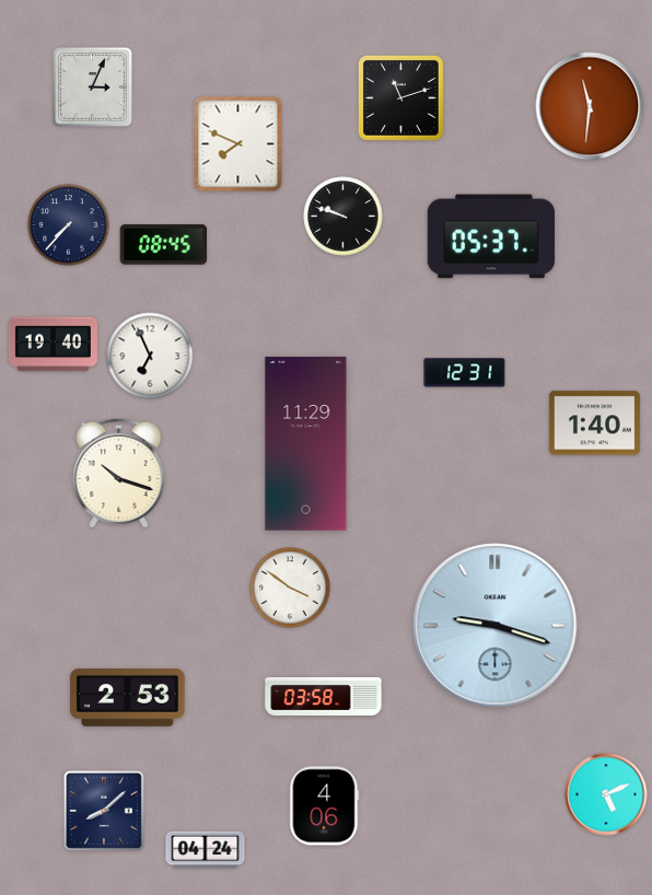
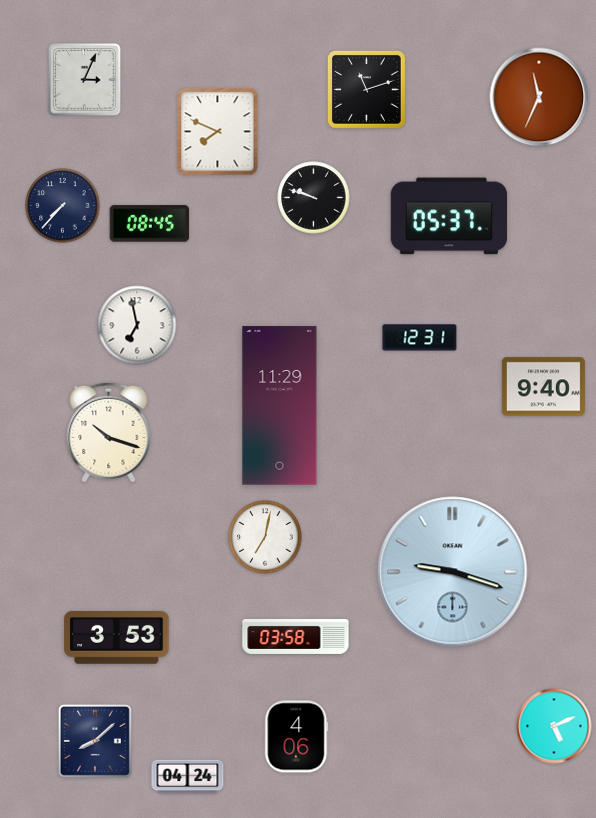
clock at (590, 106): 11:31 -> 11:34
clock at (53, 345): 19:40 -> none
clock at (150, 356): 6:56 -> 6:58
clock at (465, 373) position: (465, 373) -> (420, 338)
clock at (594, 423): 1:40 -> 9:40
clock at (290, 588): 3:51 -> 7:02
clock at (128, 698): 2:53 -> 3:53
